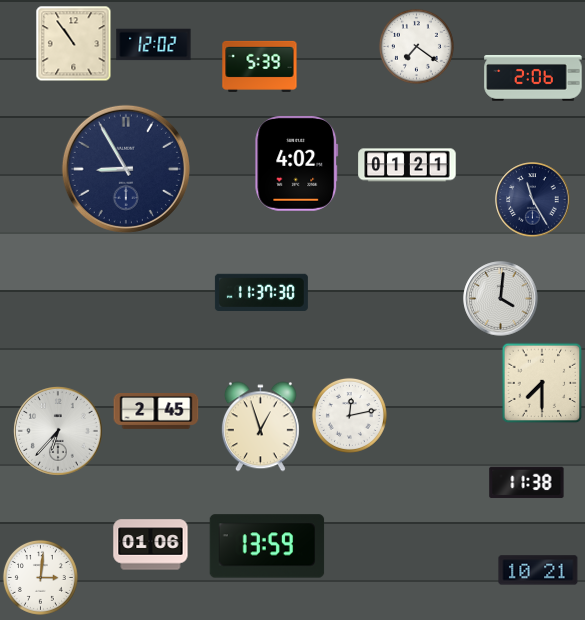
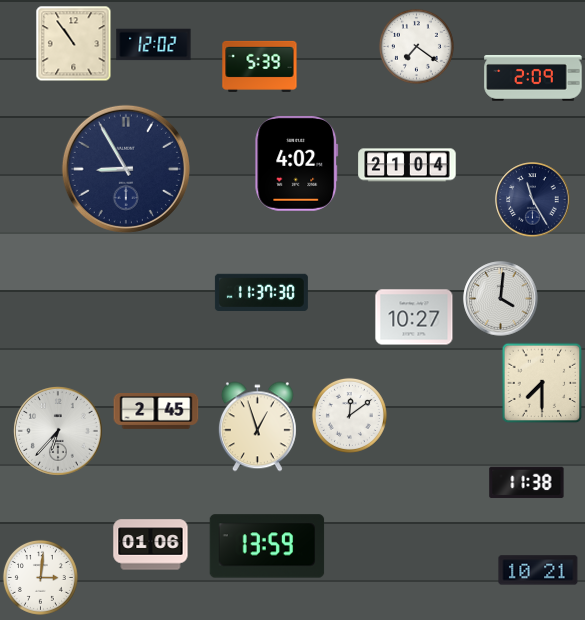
clock at (533, 78): 2:06 -> 2:09
clock at (407, 165): 01:21 -> 21:04
clock at (414, 317): none -> 10:27
clock at (349, 415): 12:13 -> 12:09
clock at (260, 427) position: (260, 427) -> (257, 427)
